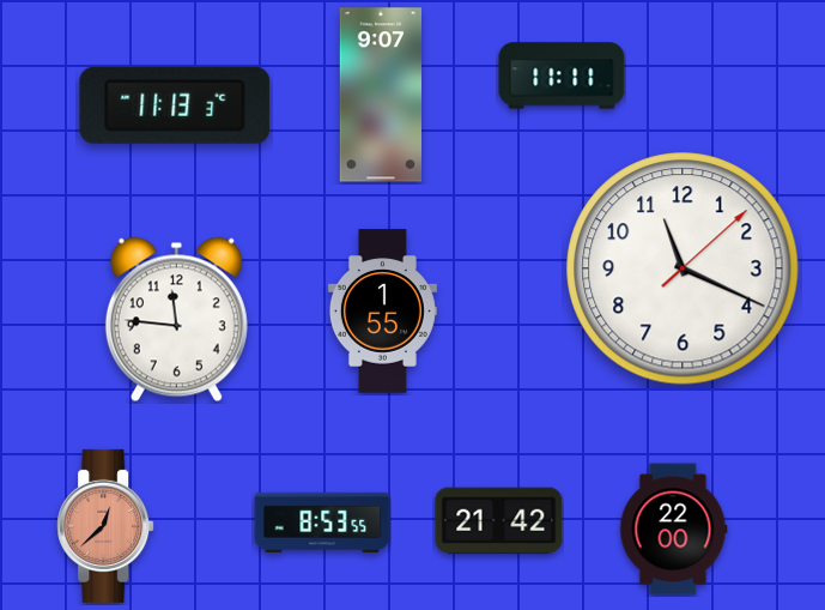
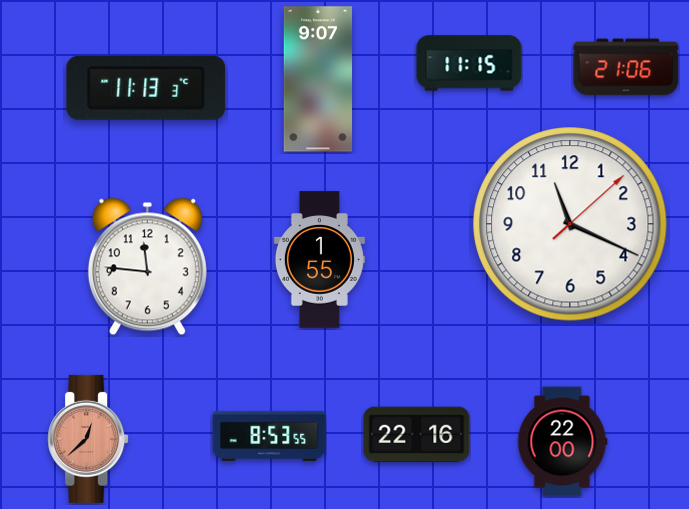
clock at (562, 76): 11:11 -> 11:15
clock at (626, 67): none -> 21:06
clock at (499, 521): 21:42 -> 22:16
